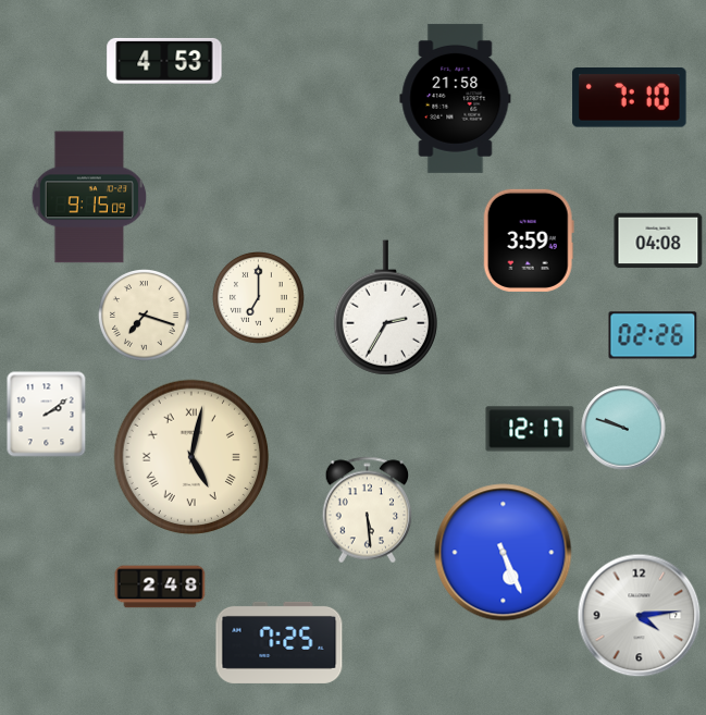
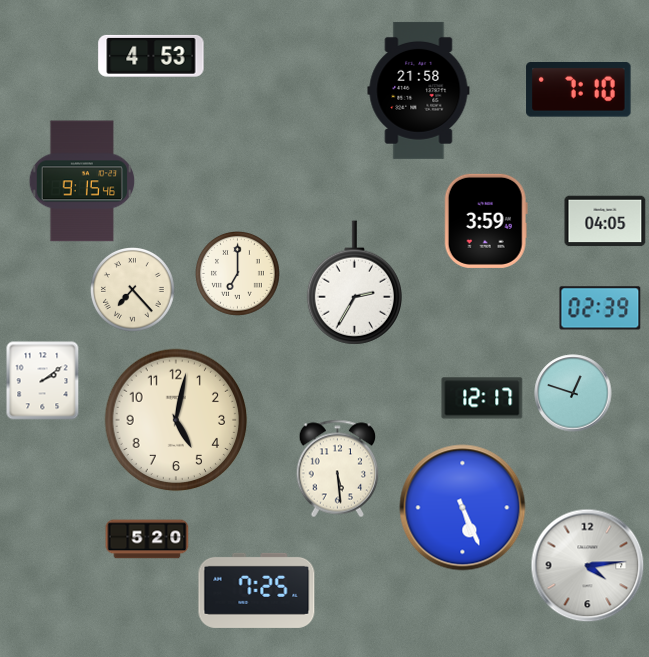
clock at (89, 197): 9:15:09 -> 9:15:46
clock at (658, 241): 04:08 -> 04:05
clock at (145, 316): 7:18 -> 7:23
clock at (653, 335): 02:26 -> 02:39
clock at (623, 428): 9:48 -> 12:48
clock at (530, 429) position: (530, 429) -> (482, 398)
clock at (191, 457) numerals: Roman -> Arabic
clock at (160, 587): 2:48 -> 5:20
